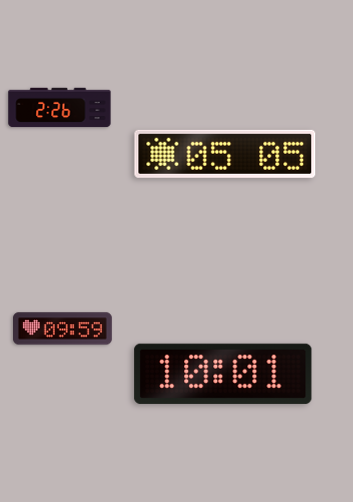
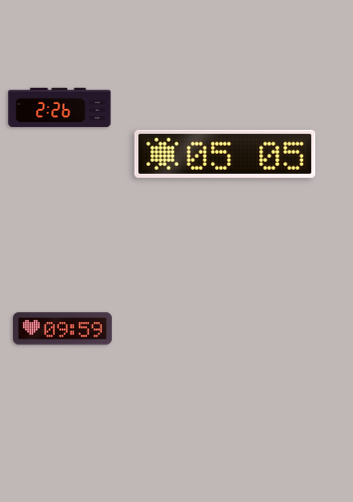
clock at (223, 374): 10:01 -> none
